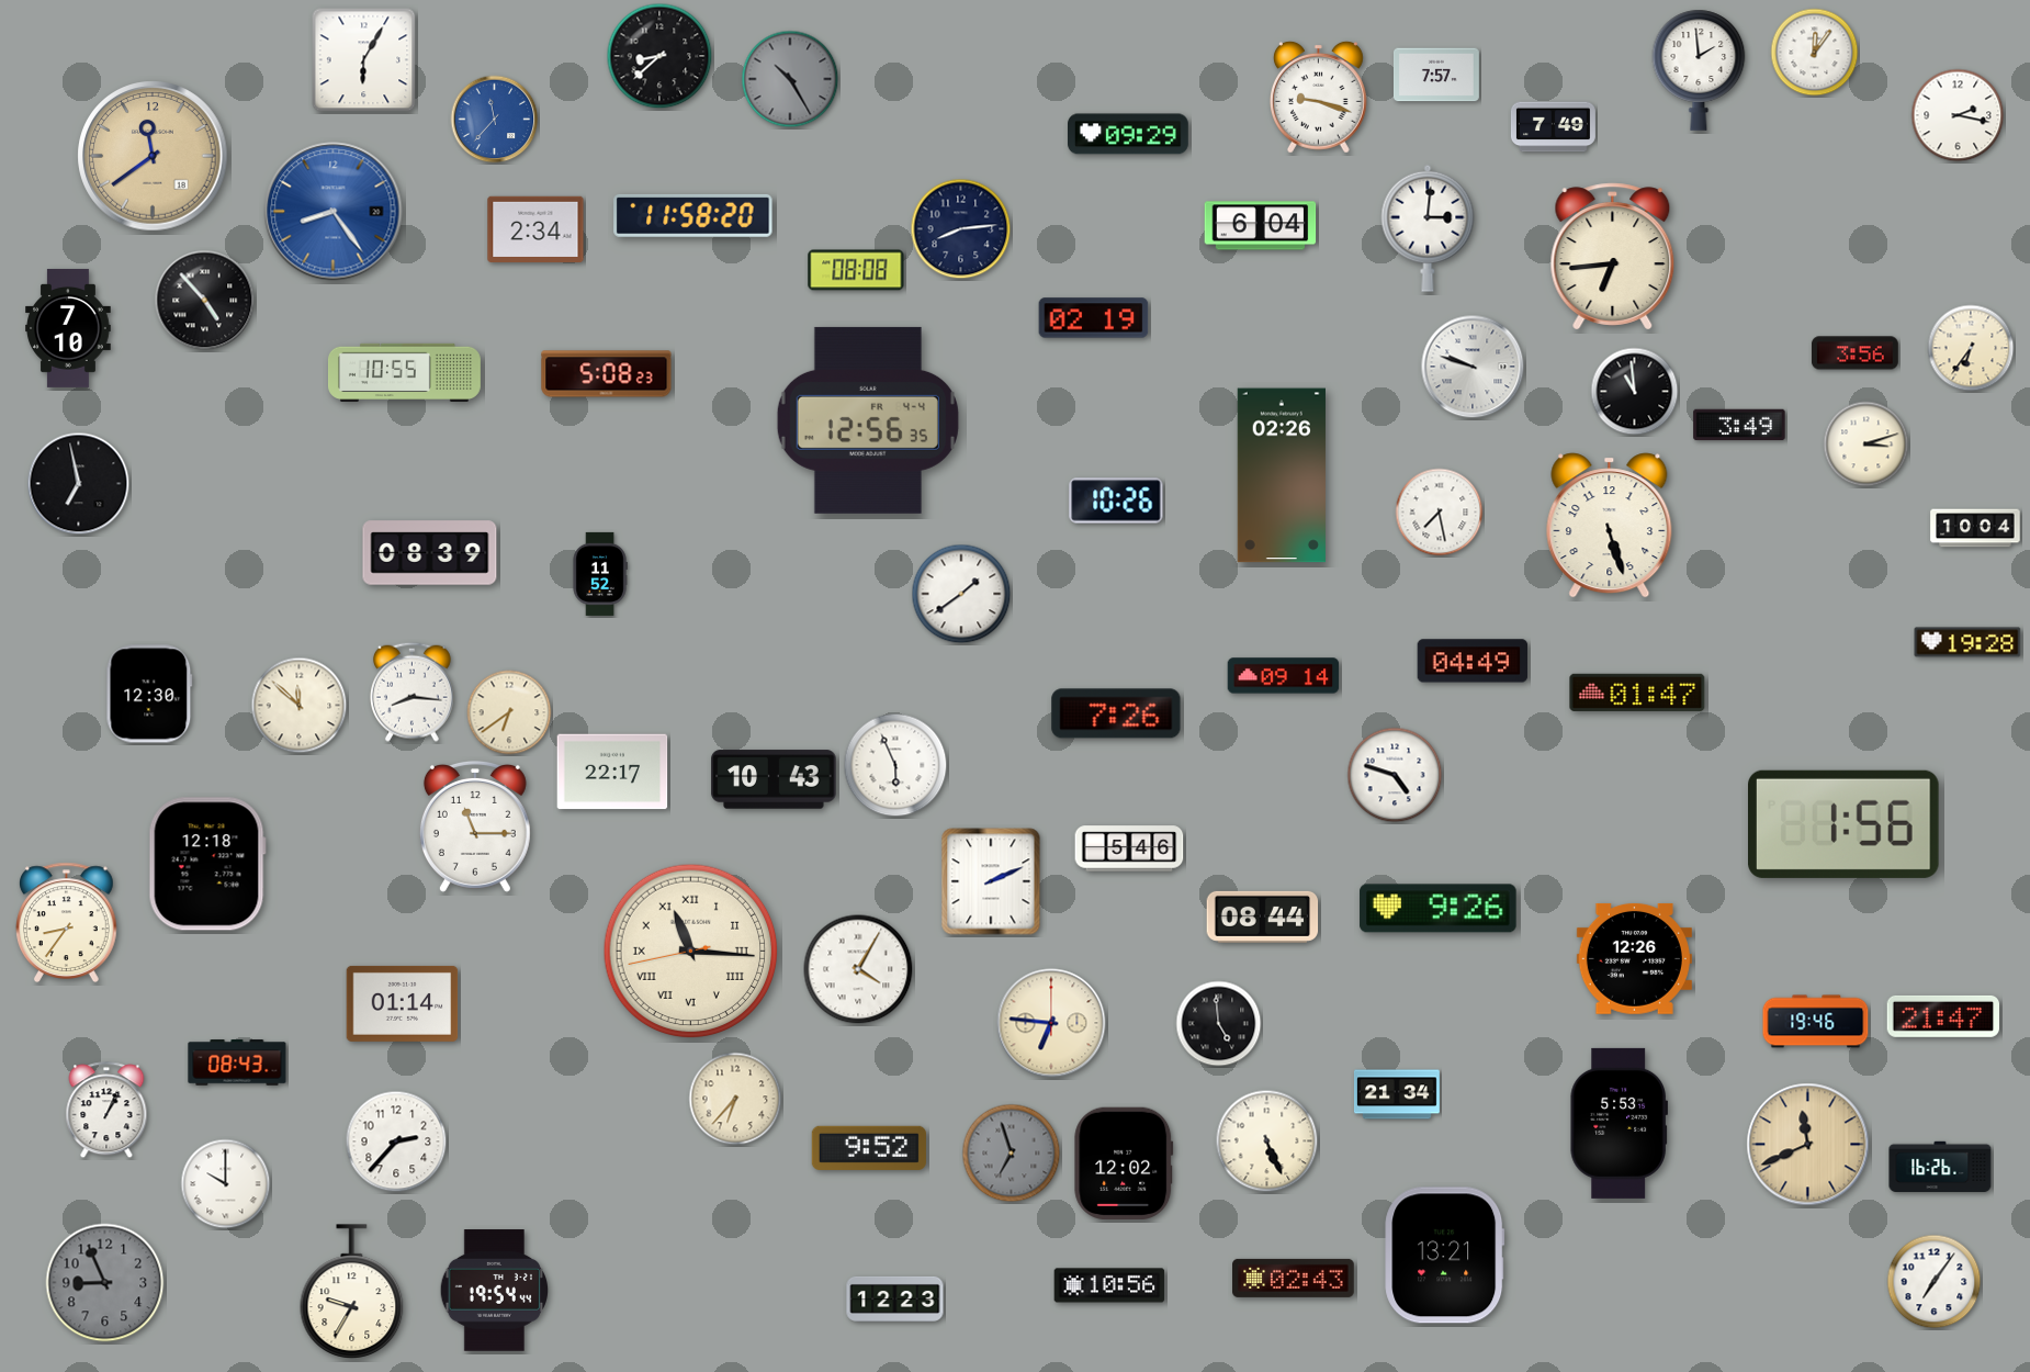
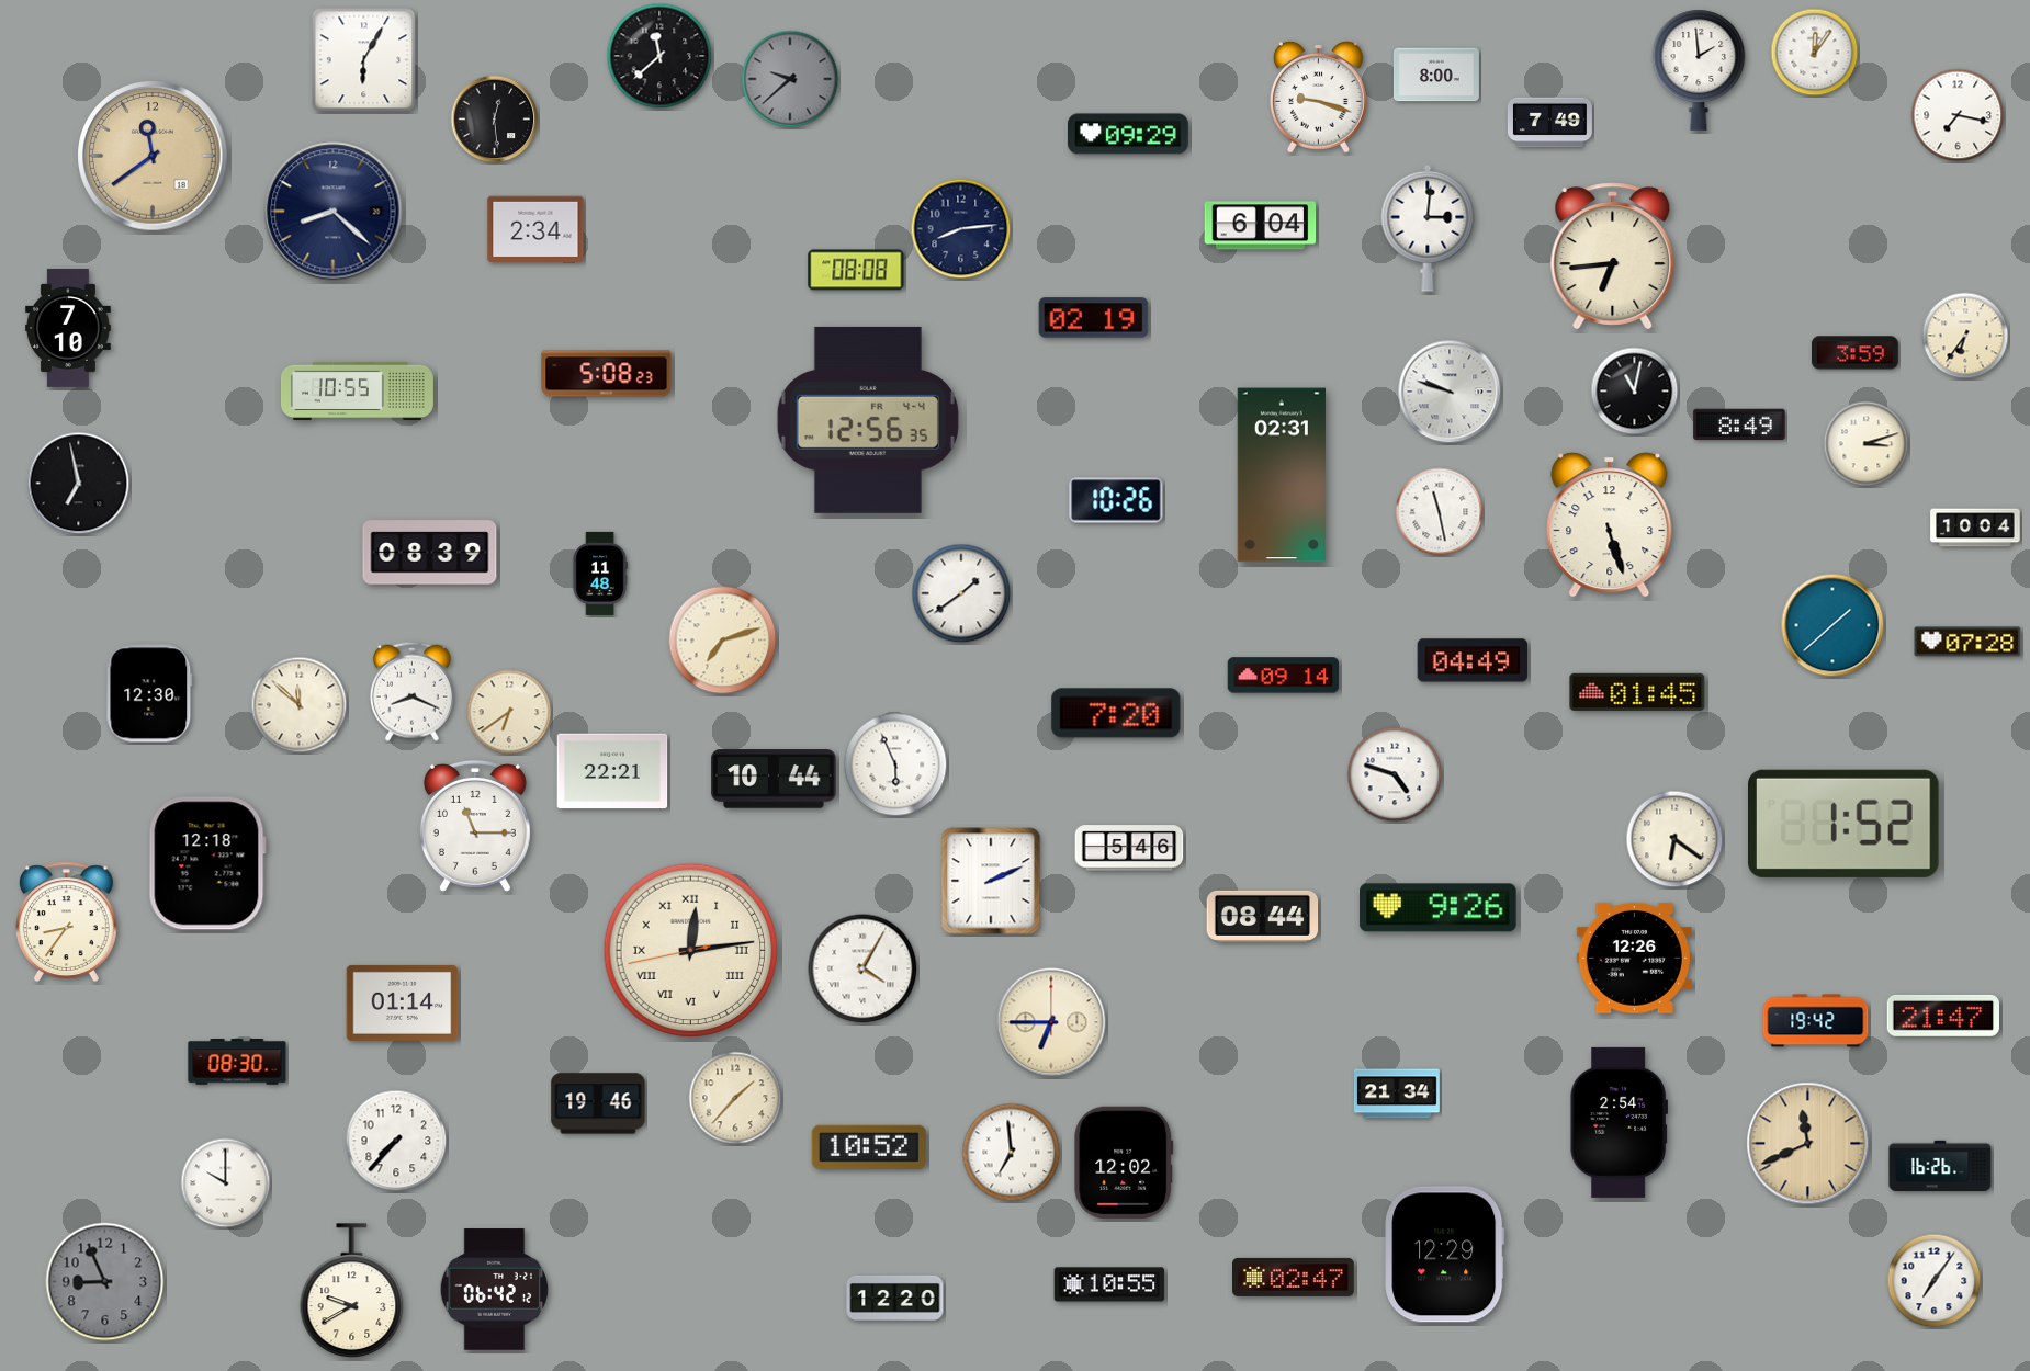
clock at (659, 56): 8:38 -> 11:38
clock at (1436, 75): 7:57 -> 8:00
clock at (790, 79): 10:25 -> 9:38
clock at (1958, 115): 2:17 -> 7:17
clock at (495, 120): 11:37 -> 12:29
clock at (495, 120) dial: blue -> black
clock at (1553, 127) position: (1553, 127) -> (1549, 123)
clock at (334, 212): 8:24 -> 8:22
clock at (334, 212) dial: blue -> navy
clock at (693, 215): 11:58 -> none
clock at (205, 301): 4:53 -> none
clock at (1971, 348) position: (1971, 348) -> (1965, 336)
clock at (1854, 353): 3:56 -> 3:59
clock at (1473, 367) position: (1473, 367) -> (1450, 392)
clock at (404, 372) position: (404, 372) -> (357, 390)
clock at (1635, 392): 10:59 -> 11:02
clock at (1739, 425): 3:49 -> 8:49
clock at (1282, 475): 02:26 -> 02:31
clock at (1440, 513): 7:28 -> 11:28
clock at (600, 574): 11:52 -> 11:48
clock at (1832, 625): none -> 1:38
clock at (723, 641): none -> 7:12
clock at (1967, 642): 19:28 -> 07:28
clock at (413, 691): 8:16 -> 8:19
clock at (1637, 693): 01:47 -> 01:45
clock at (1116, 713): 7:26 -> 7:20
clock at (612, 772): 22:17 -> 22:21
clock at (774, 779): 10:43 -> 10:44
clock at (1845, 824): 1:56 -> 1:52
clock at (1674, 839): none -> 6:21
clock at (691, 952): 11:15 -> 12:13
clock at (858, 969) position: (858, 969) -> (862, 968)
clock at (1816, 1022): 19:46 -> 19:42
clock at (1051, 1023): 6:46 -> 6:45
clock at (1219, 1024): 4:59 -> none
clock at (237, 1062): 08:43 -> 08:30
clock at (735, 1099): 6:37 -> 1:37
clock at (598, 1103): none -> 19:46
clock at (106, 1111): 1:04 -> none
clock at (1619, 1123): 5:53 -> 2:54
clock at (396, 1142): 2:37 -> 7:37
clock at (1267, 1142): 5:26 -> none
clock at (869, 1148): 9:52 -> 10:52
clock at (1012, 1154): 6:57 -> 6:59
clock at (1012, 1154) dial: grey -> white
clock at (1445, 1256): 13:21 -> 12:29
clock at (1294, 1278): 02:43 -> 02:47
clock at (1109, 1285): 10:56 -> 10:55
clock at (494, 1291): 19:54 -> 06:42
clock at (352, 1292): 9:35 -> 9:40
clock at (895, 1298): 12:23 -> 12:20
